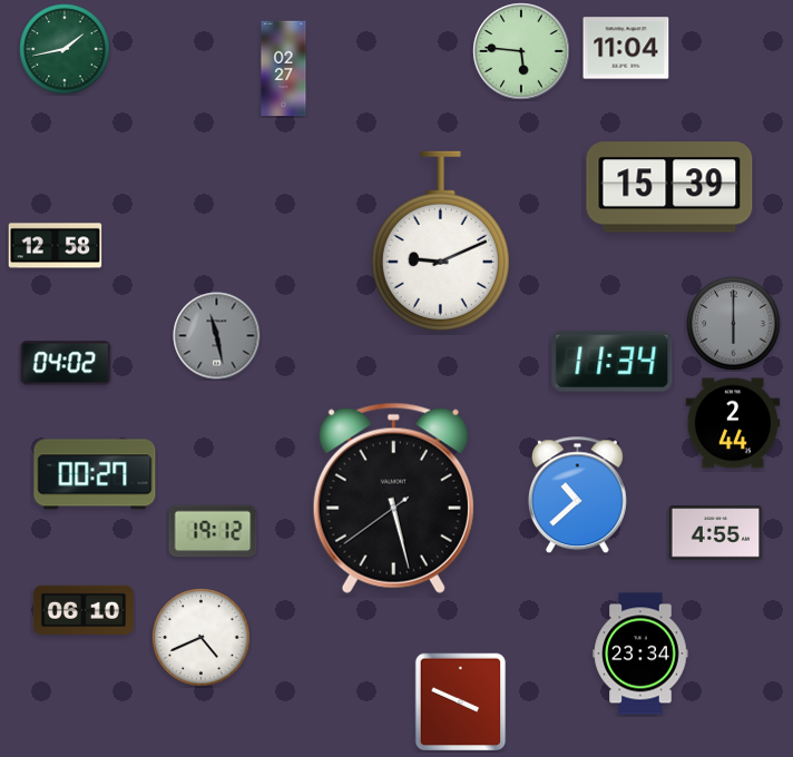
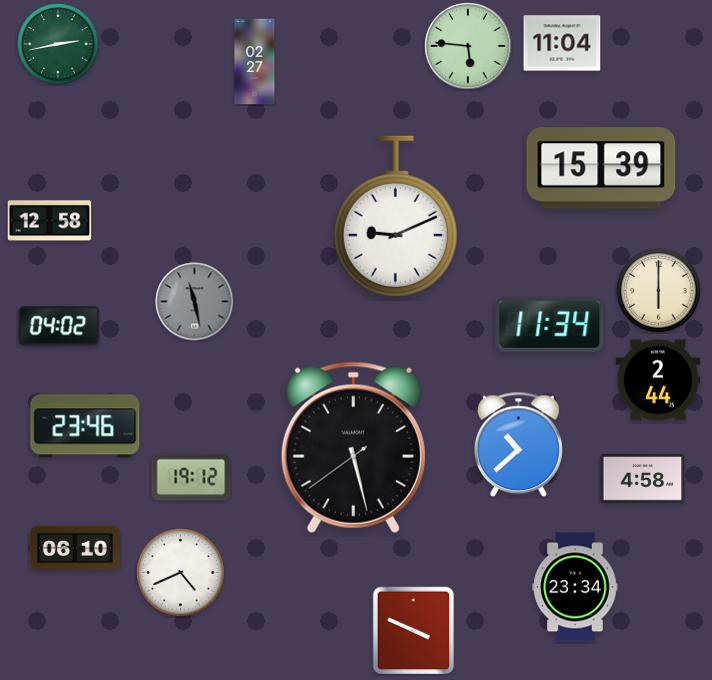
clock at (65, 49): 1:43 -> 2:43
clock at (734, 324) dial: grey -> cream
clock at (95, 474): 00:27 -> 23:46
clock at (716, 533): 4:55 -> 4:58
